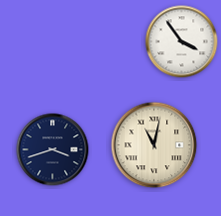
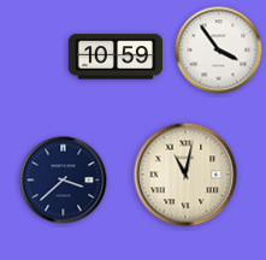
clock at (116, 57): none -> 10:59
clock at (53, 150): 3:42 -> 3:38
